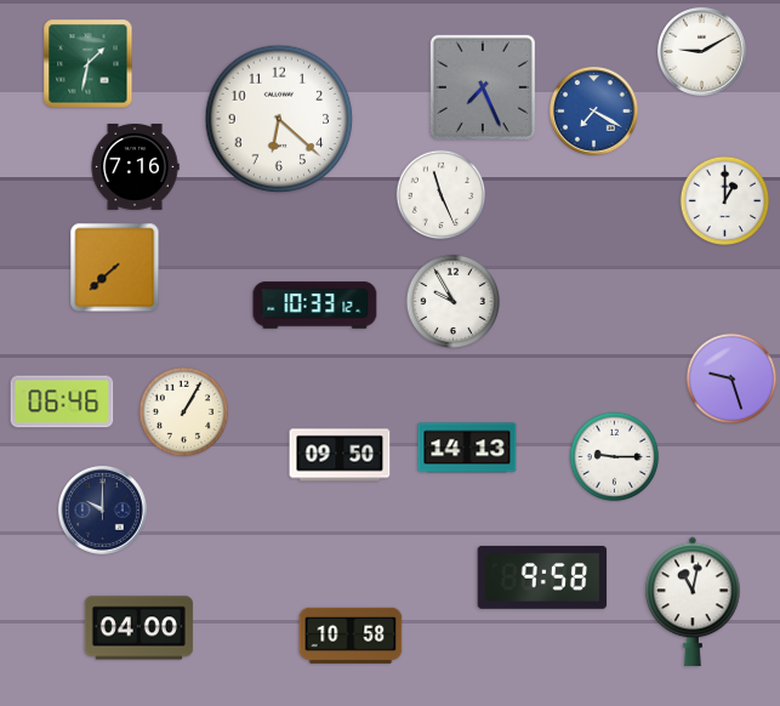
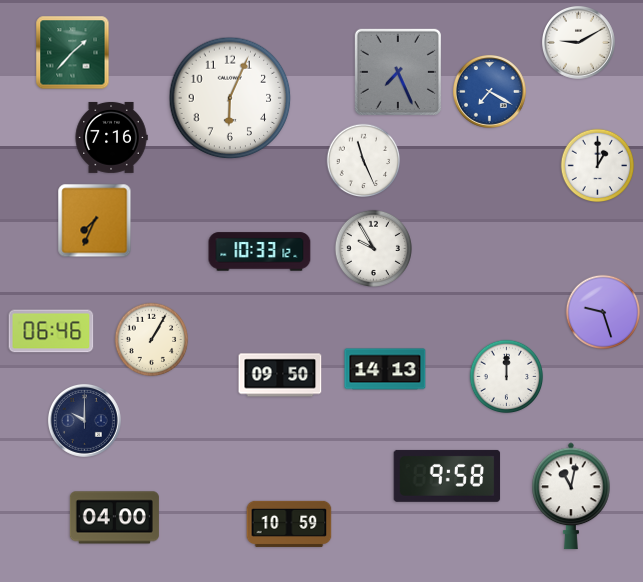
clock at (89, 64): 1:32 -> 1:37
clock at (279, 119): 6:22 -> 6:04
clock at (115, 268): 7:38 -> 7:34
clock at (615, 457): 9:15 -> 12:00
clock at (351, 636): 10:58 -> 10:59
